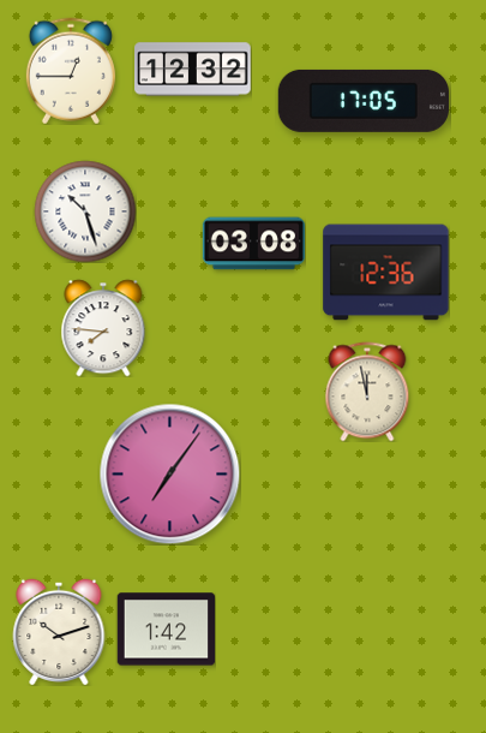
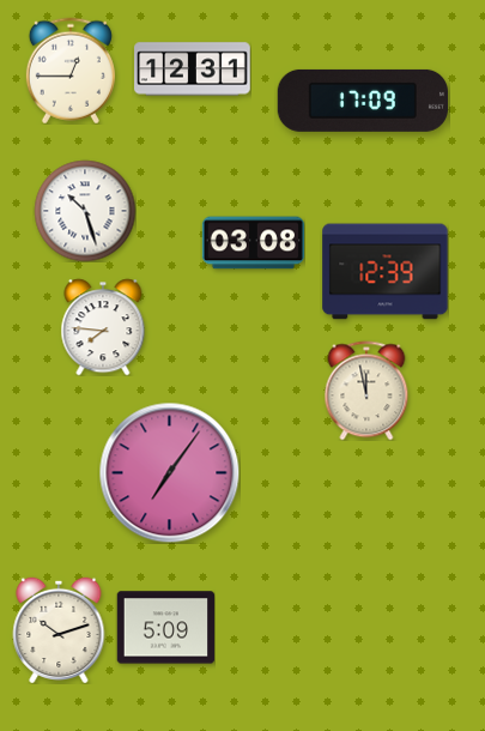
clock at (193, 70): 12:32 -> 12:31
clock at (362, 101): 17:05 -> 17:09
clock at (386, 273): 12:36 -> 12:39
clock at (166, 630): 1:42 -> 5:09
